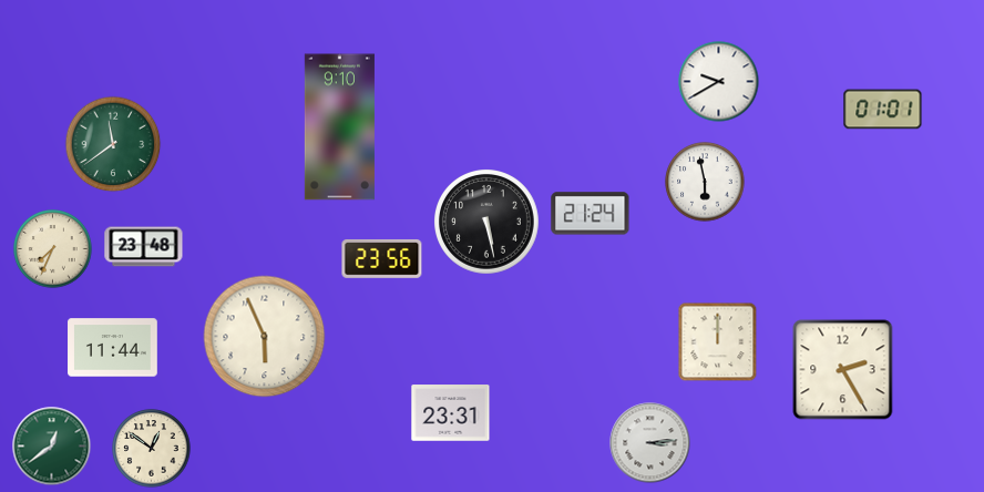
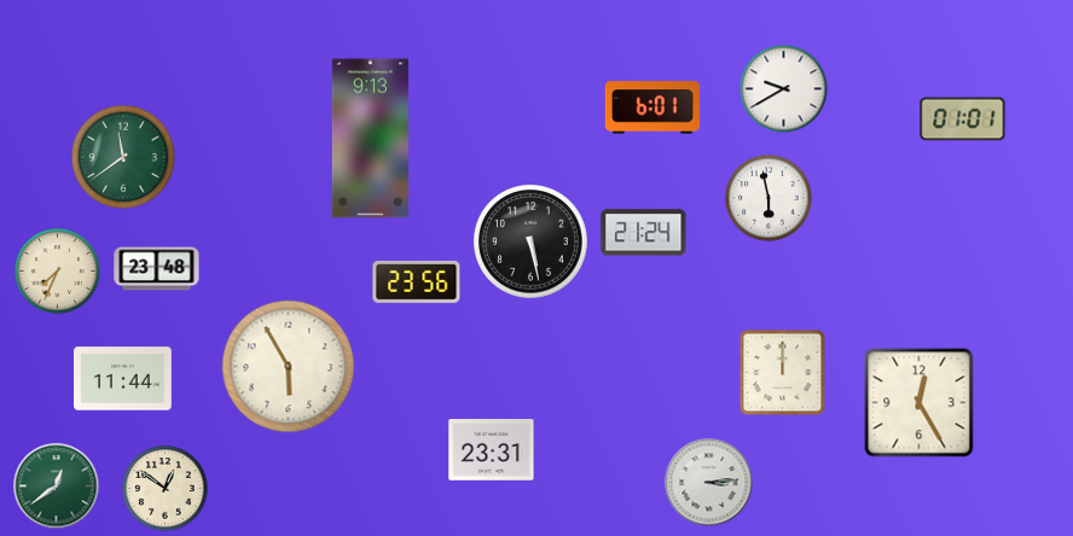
clock at (652, 107): none -> 6:01
clock at (339, 127): 9:10 -> 9:13
clock at (265, 337): 5:56 -> 5:55
clock at (843, 370): 2:25 -> 12:25
